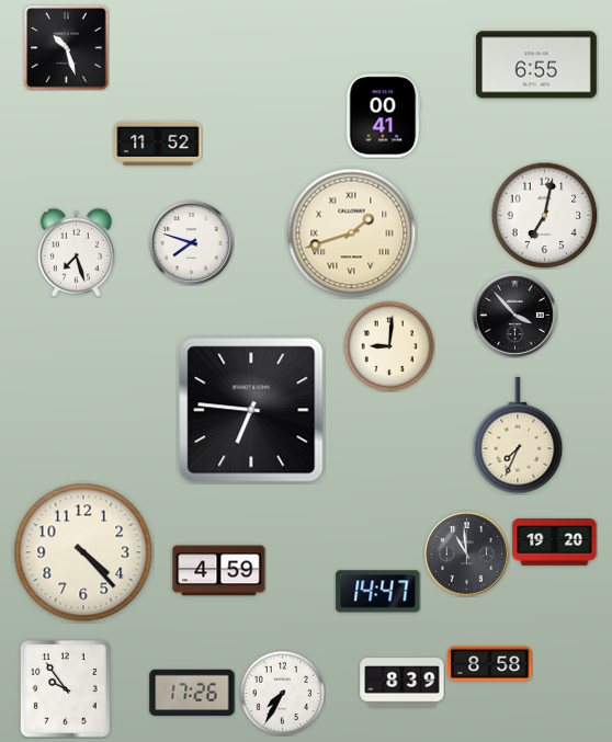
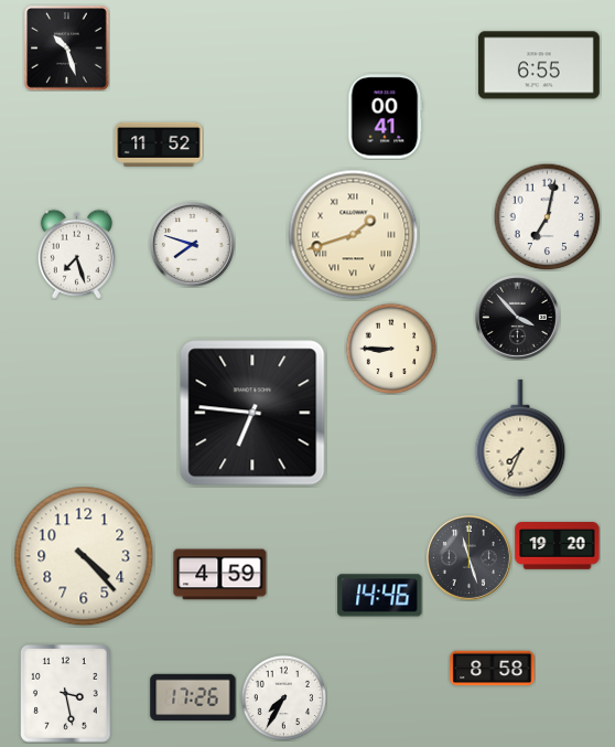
clock at (389, 346): 9:01 -> 8:45
clock at (466, 553): 10:59 -> 11:27
clock at (378, 592): 14:47 -> 14:46
clock at (403, 683): 8:39 -> none
clock at (66, 689): 9:54 -> 3:28
